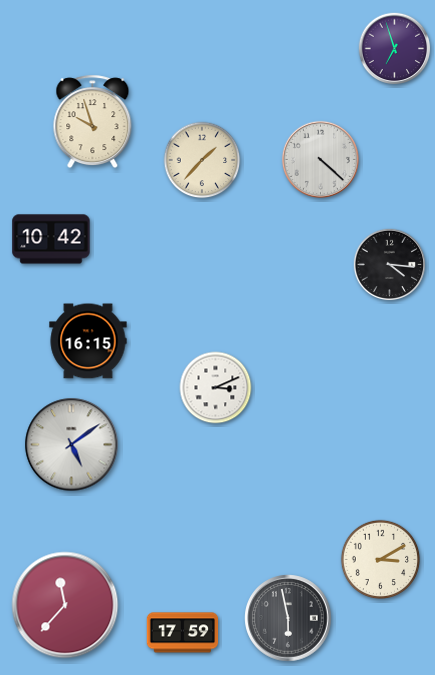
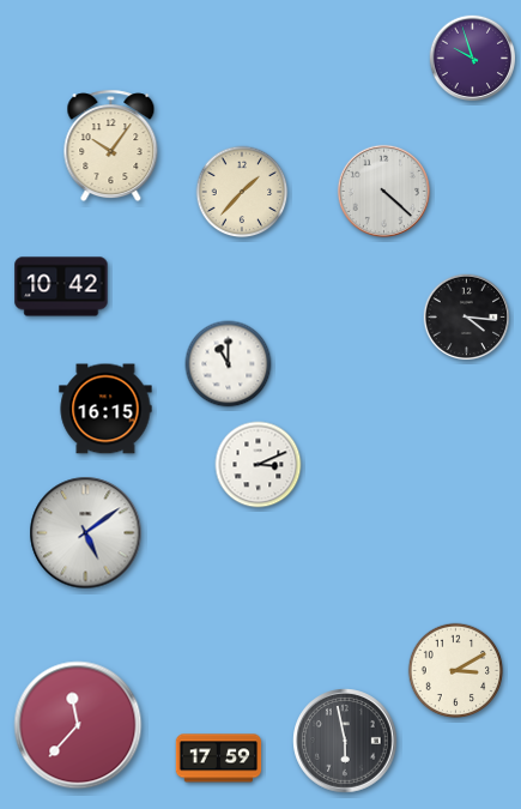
clock at (395, 49): 6:57 -> 9:57
clock at (93, 122): 9:57 -> 10:06
clock at (229, 364): none -> 11:00
